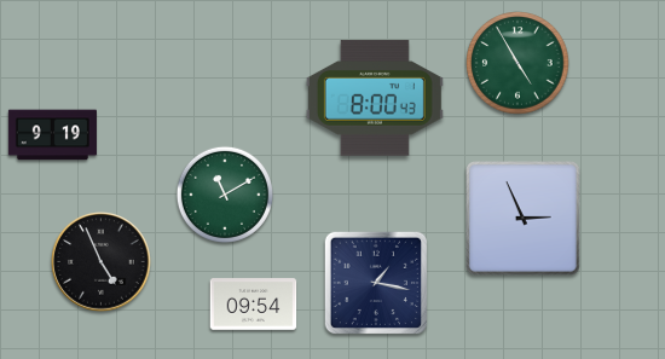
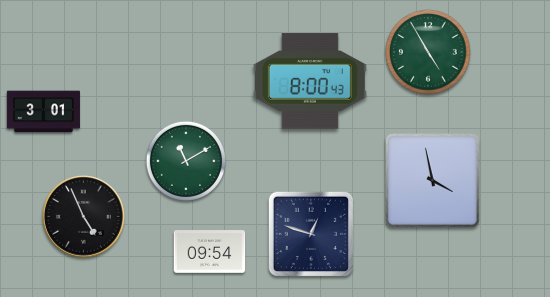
clock at (52, 135): 9:19 -> 3:01
clock at (524, 219): 2:56 -> 3:58
clock at (375, 282): 1:17 -> 12:48
